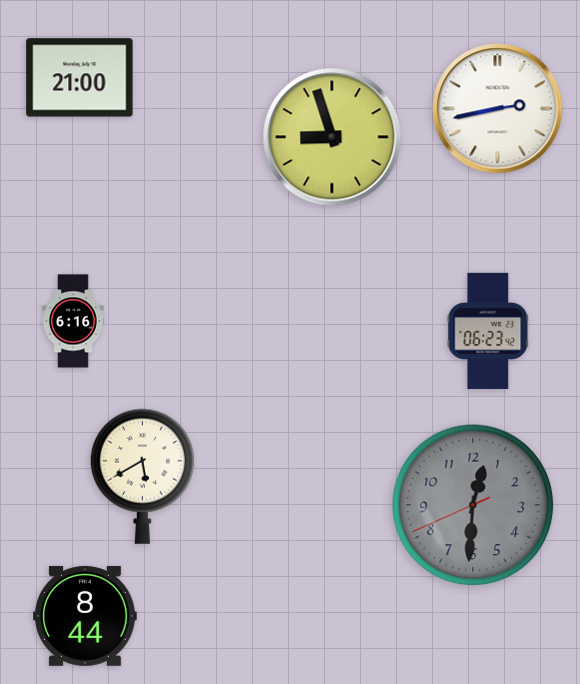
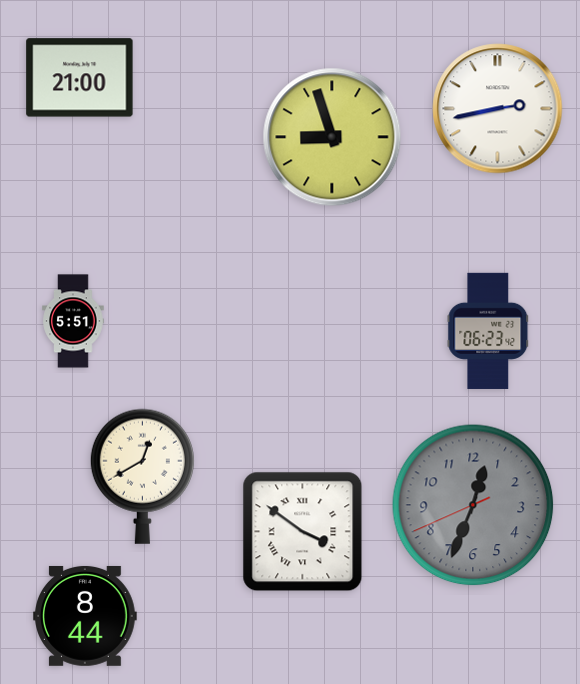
clock at (73, 321): 6:16 -> 5:51
clock at (142, 476): 5:40 -> 12:40
clock at (473, 505): 12:30 -> 12:33
clock at (303, 532): none -> 3:51
